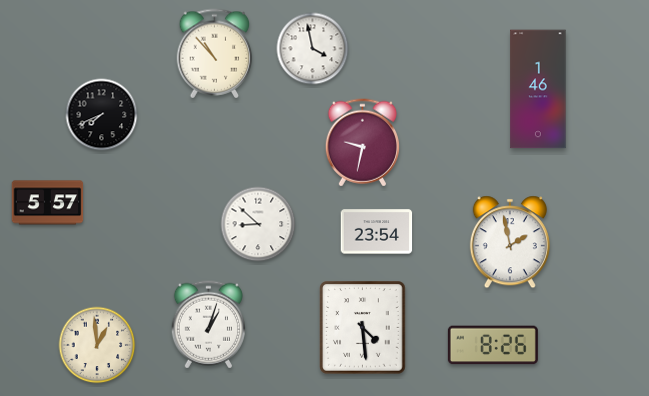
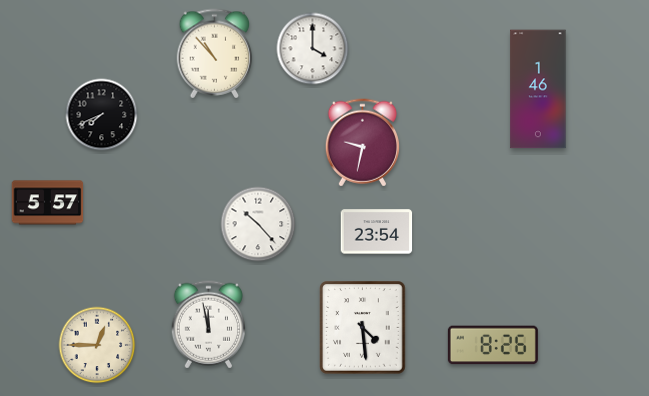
clock at (313, 49): 3:58 -> 4:00
clock at (258, 224): 8:52 -> 10:23
clock at (510, 242): 1:58 -> none
clock at (208, 325): 1:03 -> 11:58
clock at (97, 345): 12:59 -> 12:45
